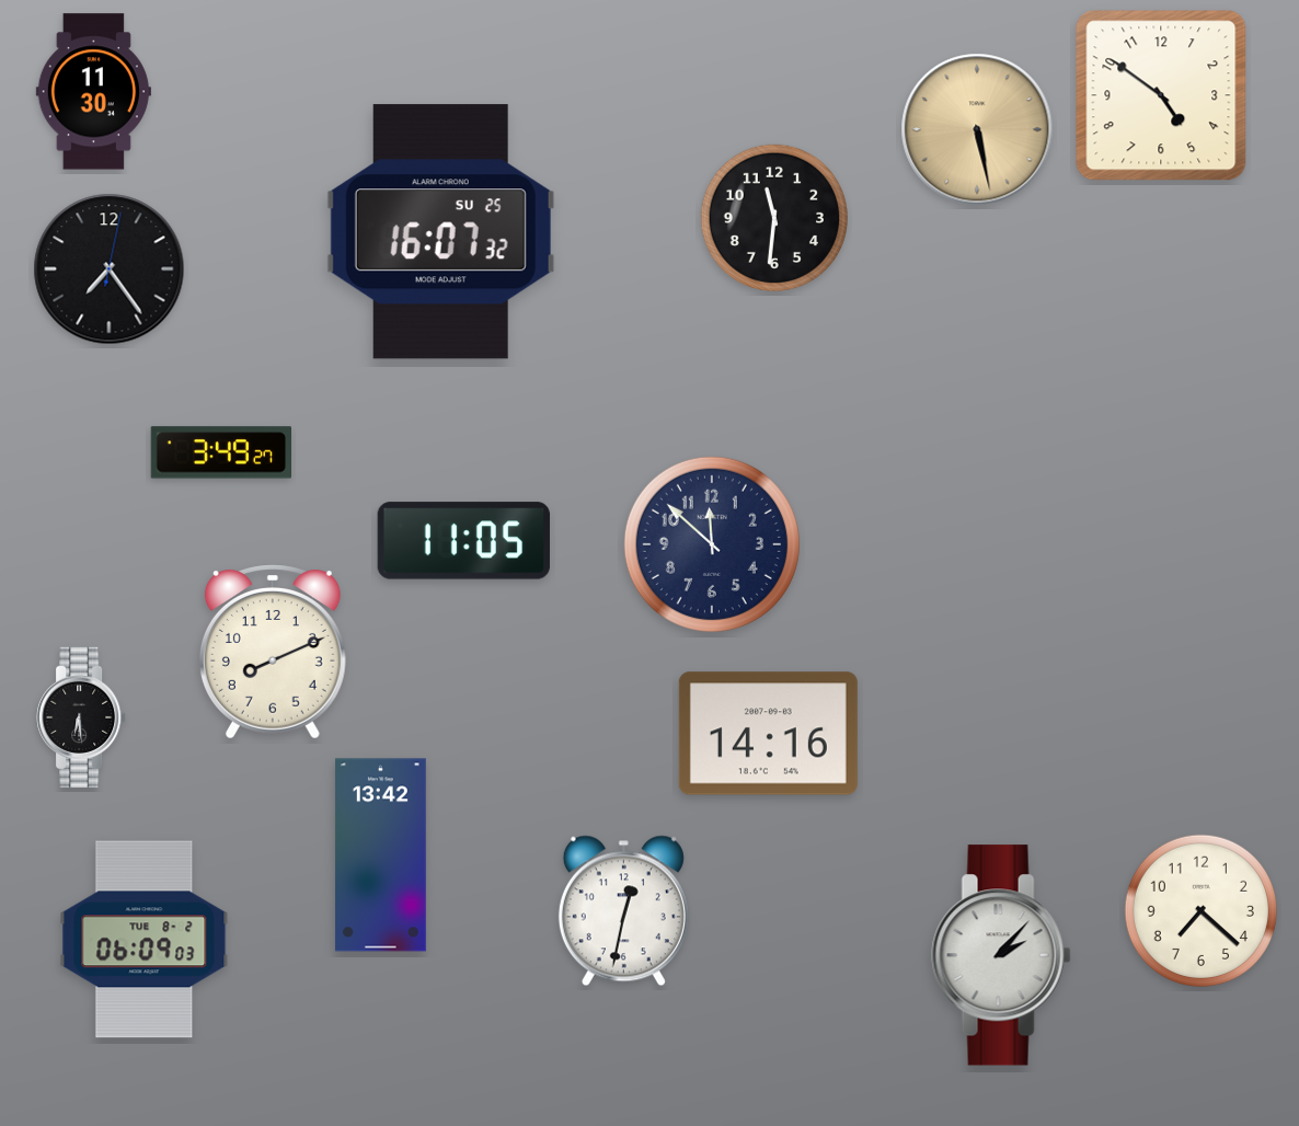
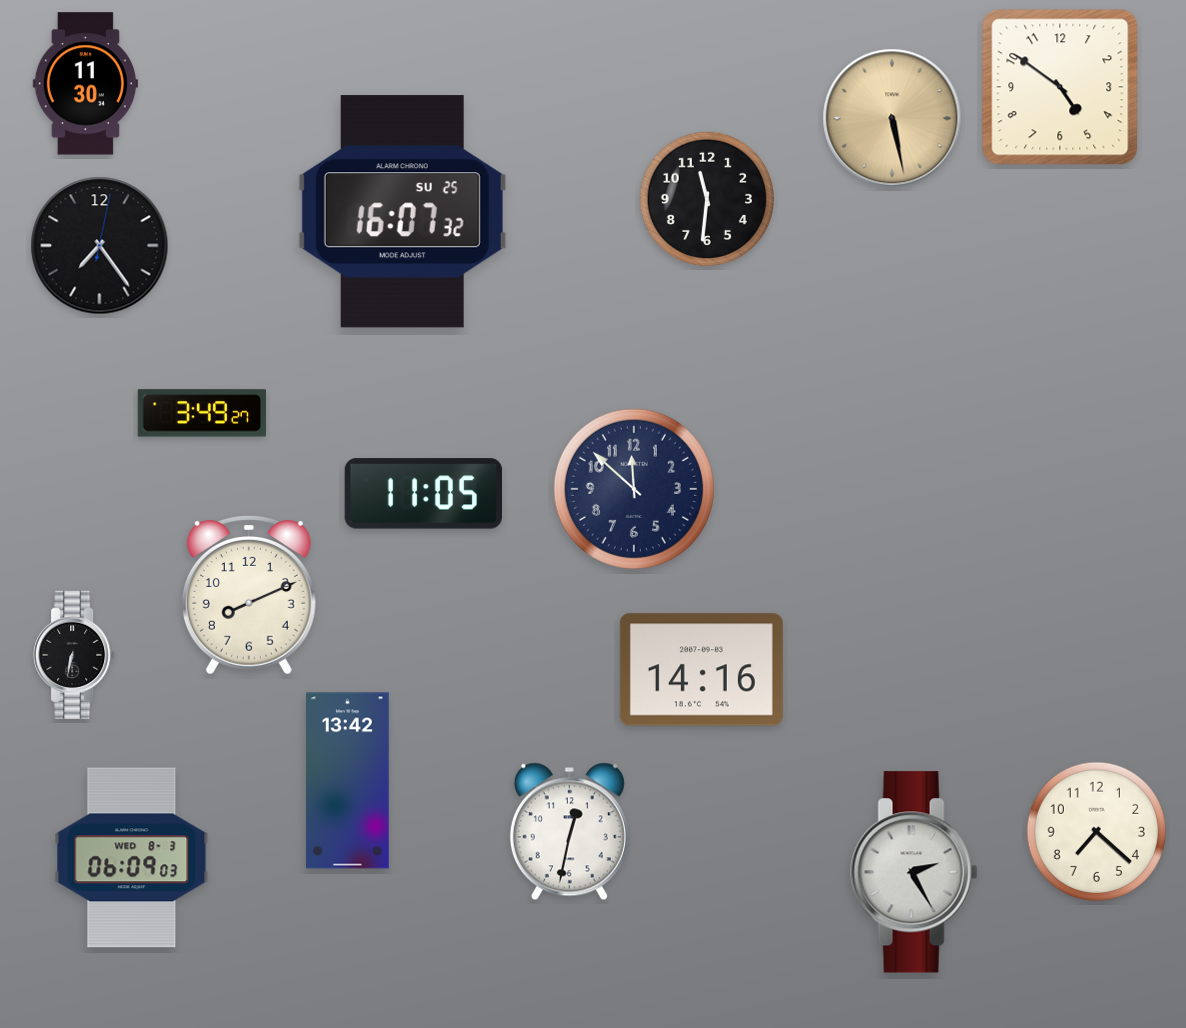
clock at (712, 544) position: (712, 544) -> (634, 489)
clock at (81, 717): 6:29 -> 6:32
clock at (145, 940) date: TUE 8-2 -> WED 8-3
clock at (1001, 955): 2:07 -> 2:25
